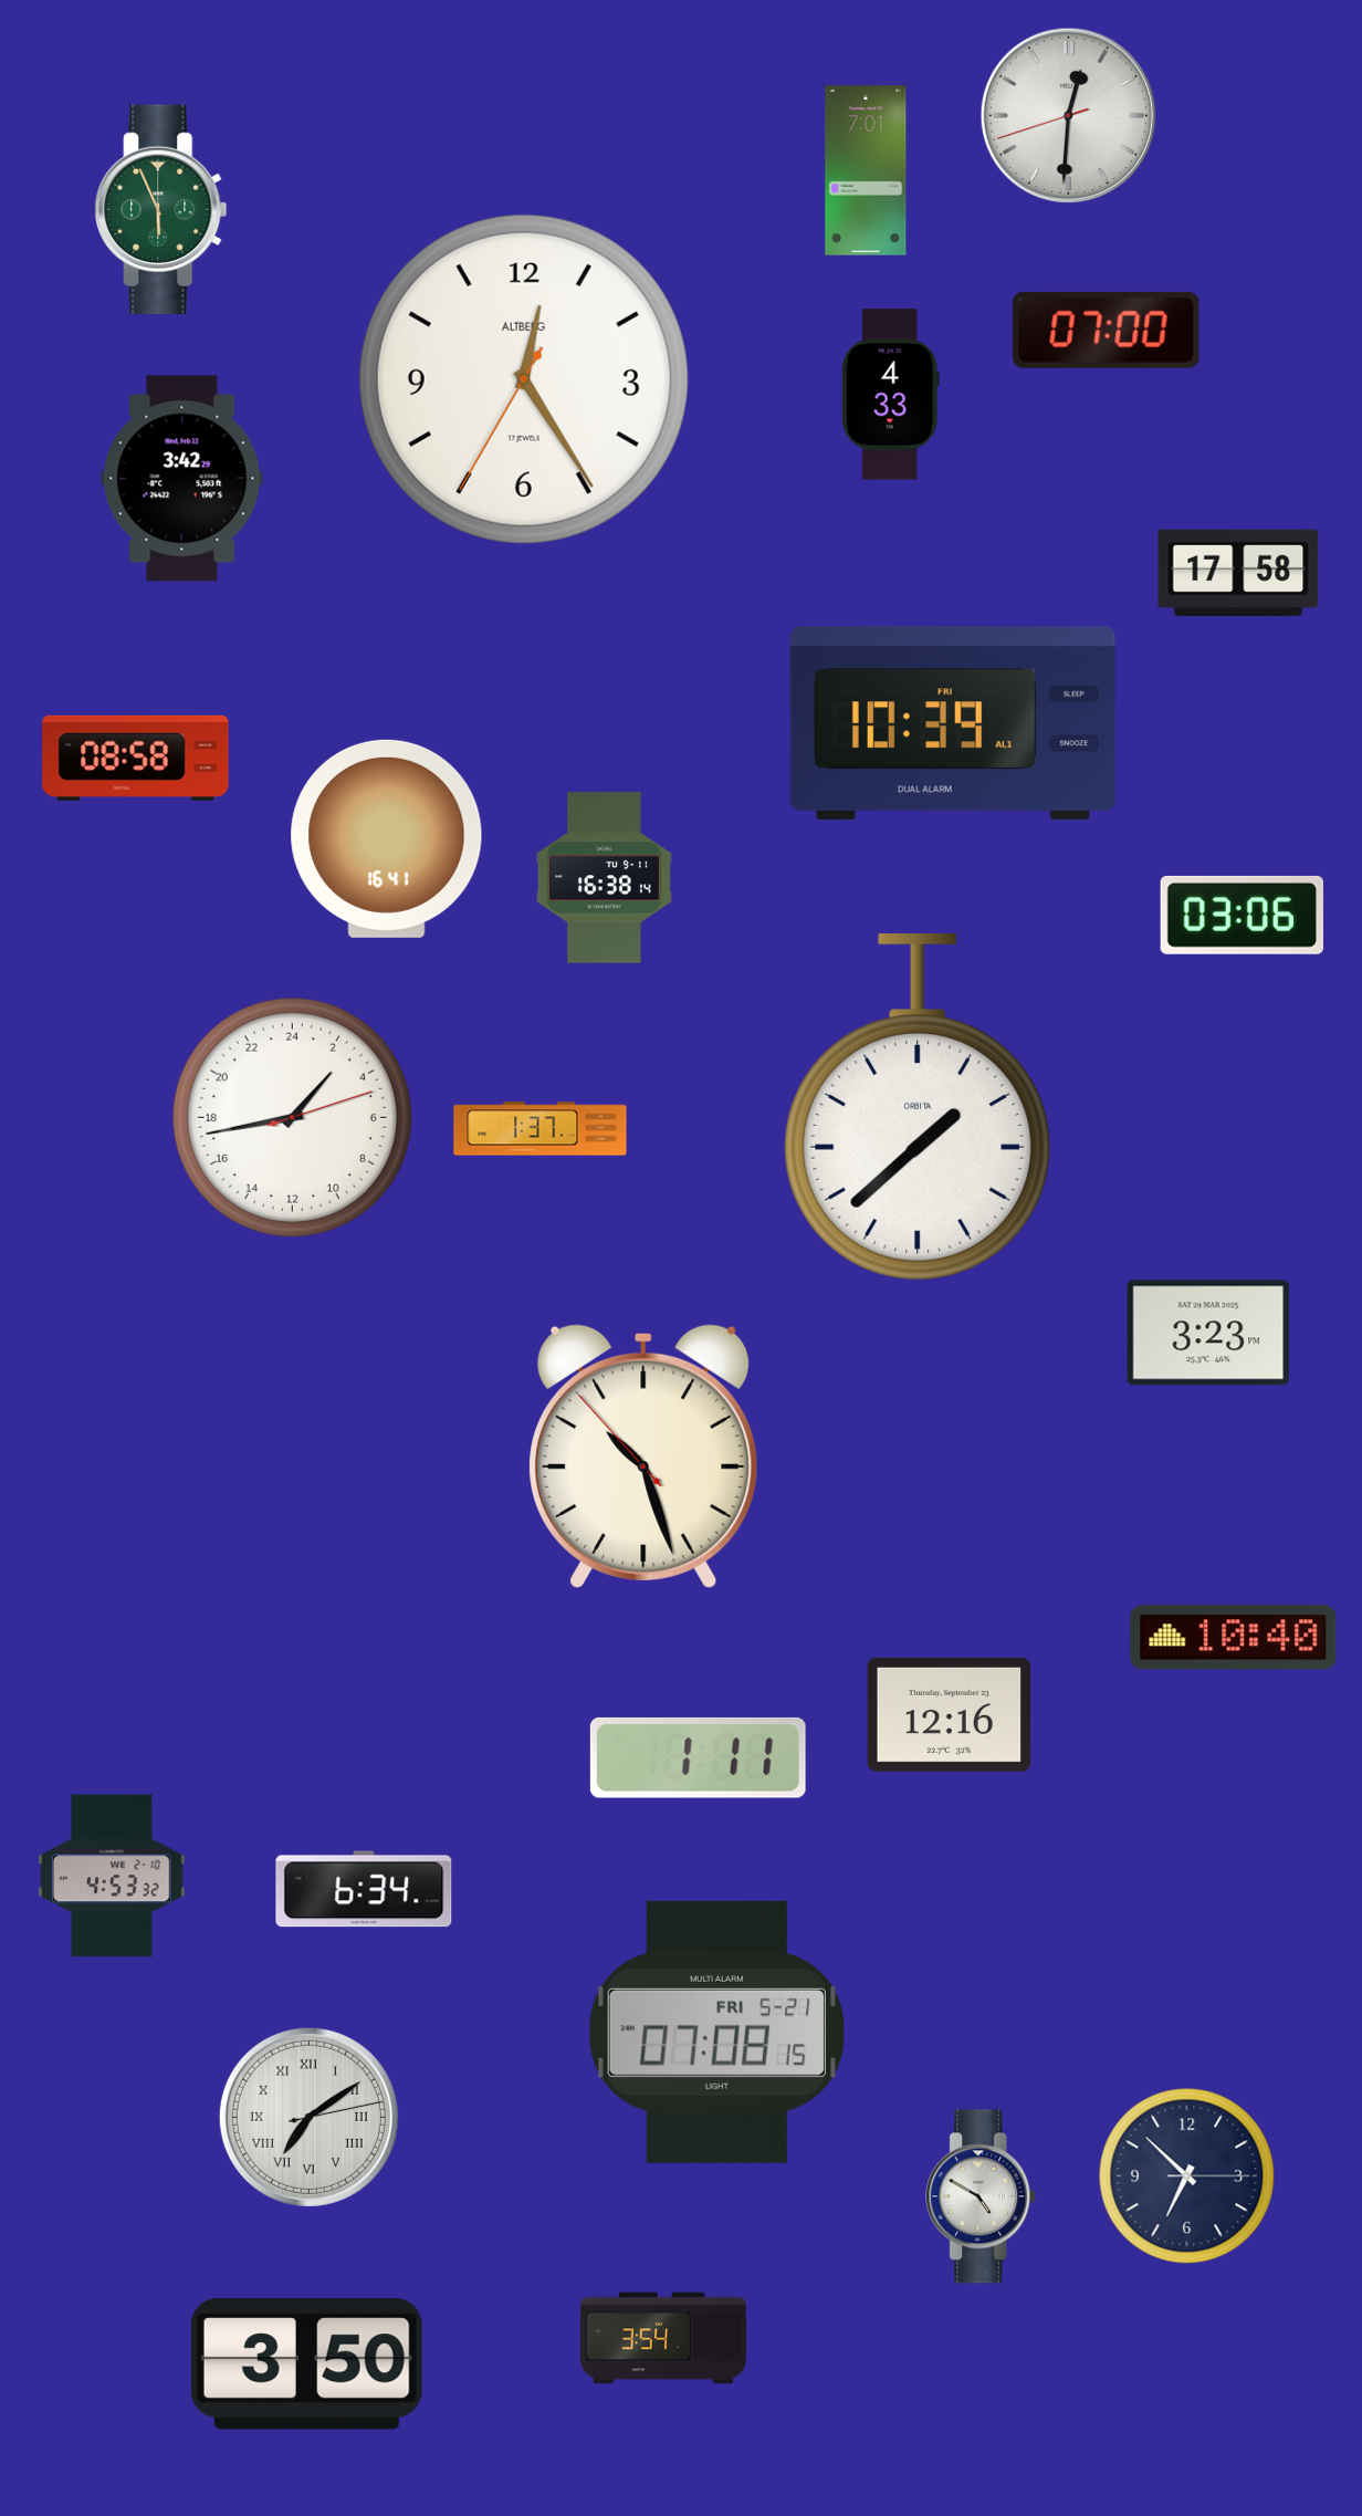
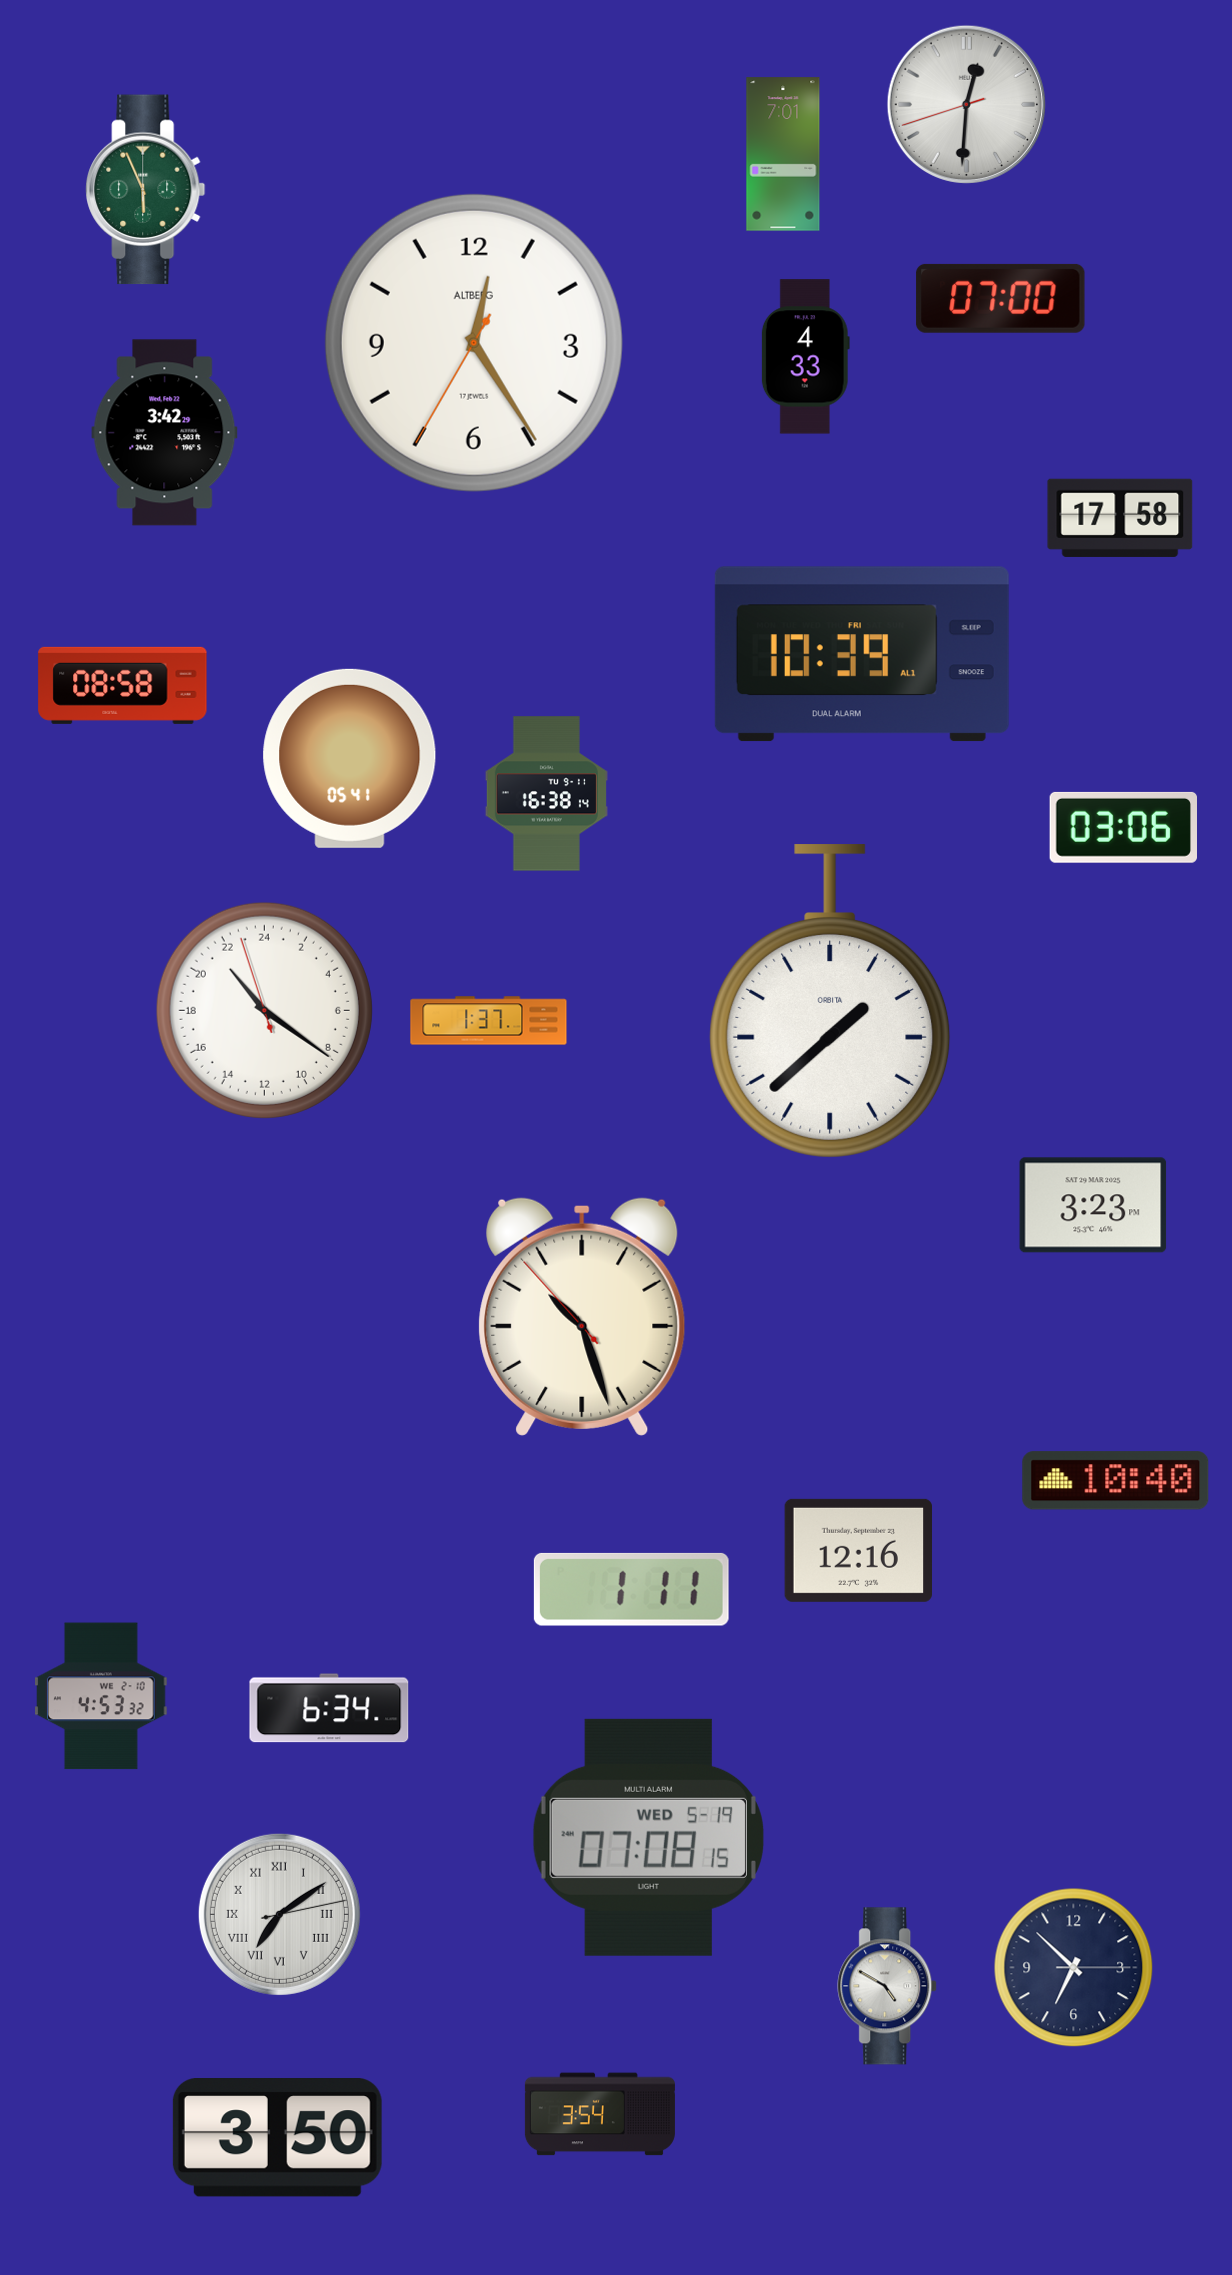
clock at (387, 838): 16:41 -> 05:41
clock at (292, 1117): 2:43 -> 21:20
clock at (716, 2032) date: FRI 5-21 -> WED 5-19
